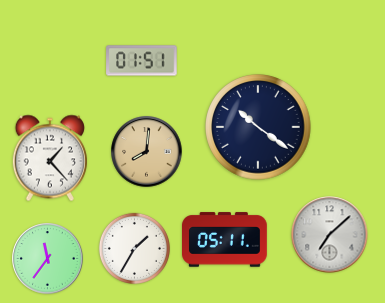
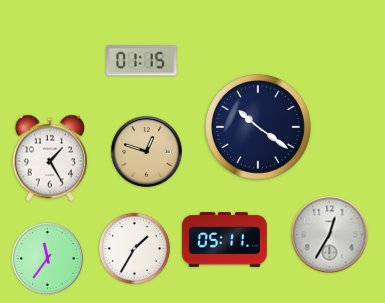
clock at (142, 61): 01:51 -> 01:15
clock at (147, 152): 8:01 -> 12:48
clock at (50, 158): 1:23 -> 1:25
clock at (330, 235): 7:08 -> 12:35
